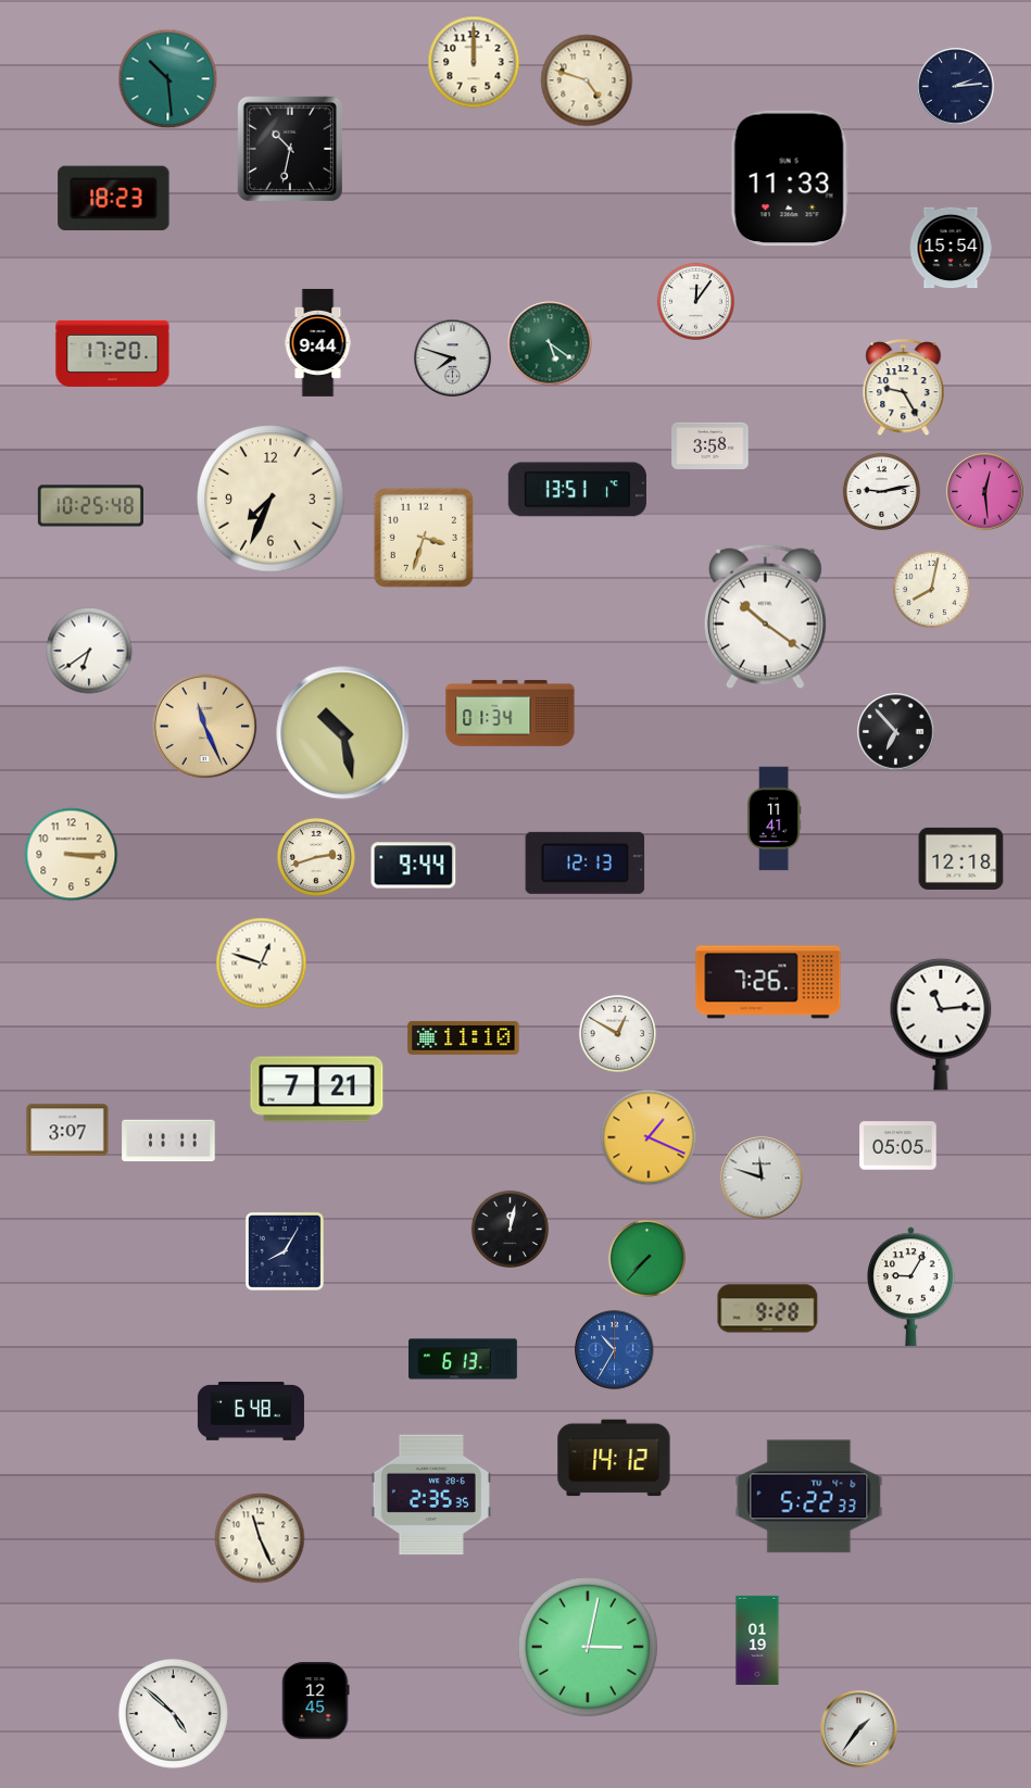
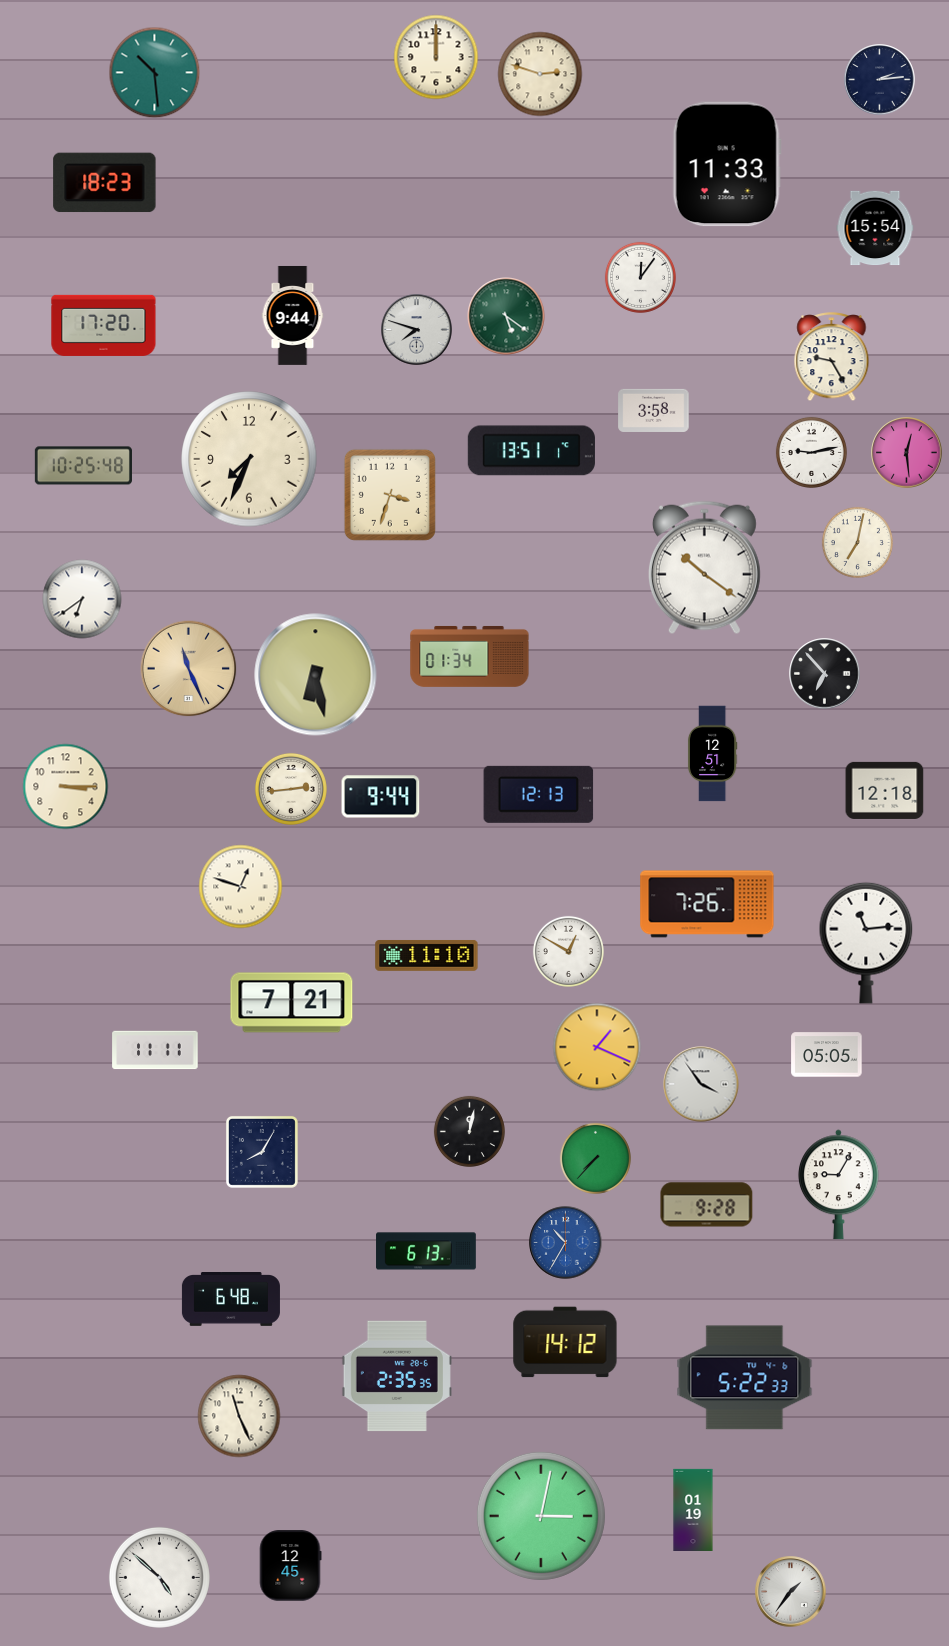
clock at (587, 80): 4:48 -> 2:48
clock at (289, 148): 10:32 -> none
clock at (931, 589): 8:02 -> 7:02
clock at (343, 733): 10:28 -> 6:28
clock at (774, 819): 11:41 -> 12:51
clock at (316, 857): 2:42 -> 2:44
clock at (67, 1130): 3:07 -> none
clock at (762, 1178): 11:48 -> 3:54
clock at (757, 1639) position: (757, 1639) -> (693, 1509)
